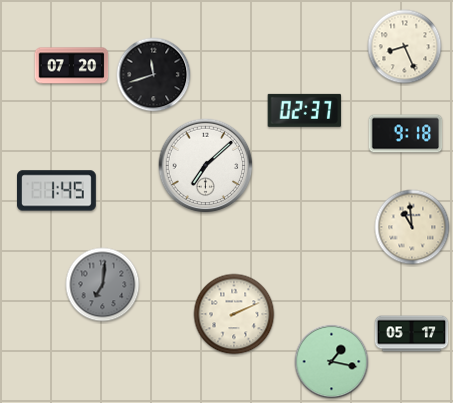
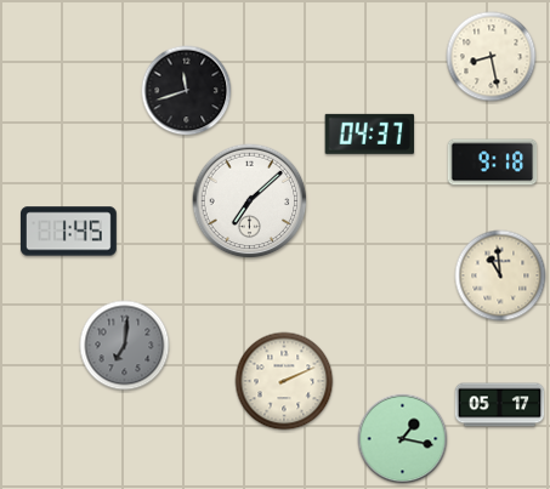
clock at (405, 47): 8:26 -> 8:28
clock at (72, 66): 07:20 -> none
clock at (305, 110): 02:37 -> 04:37
